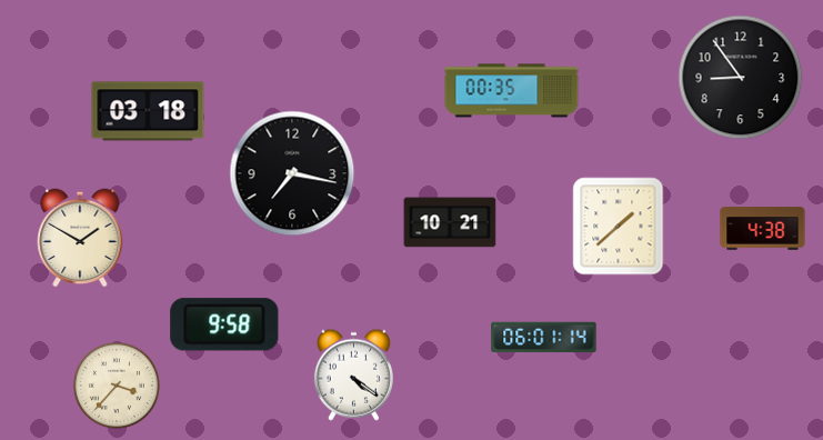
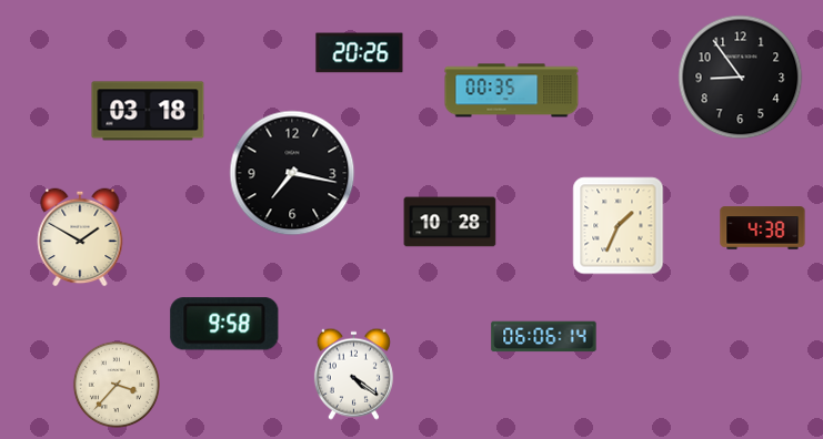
clock at (360, 53): none -> 20:26
clock at (450, 222): 10:21 -> 10:28
clock at (619, 227): 1:38 -> 1:34
clock at (544, 338): 06:01 -> 06:06
